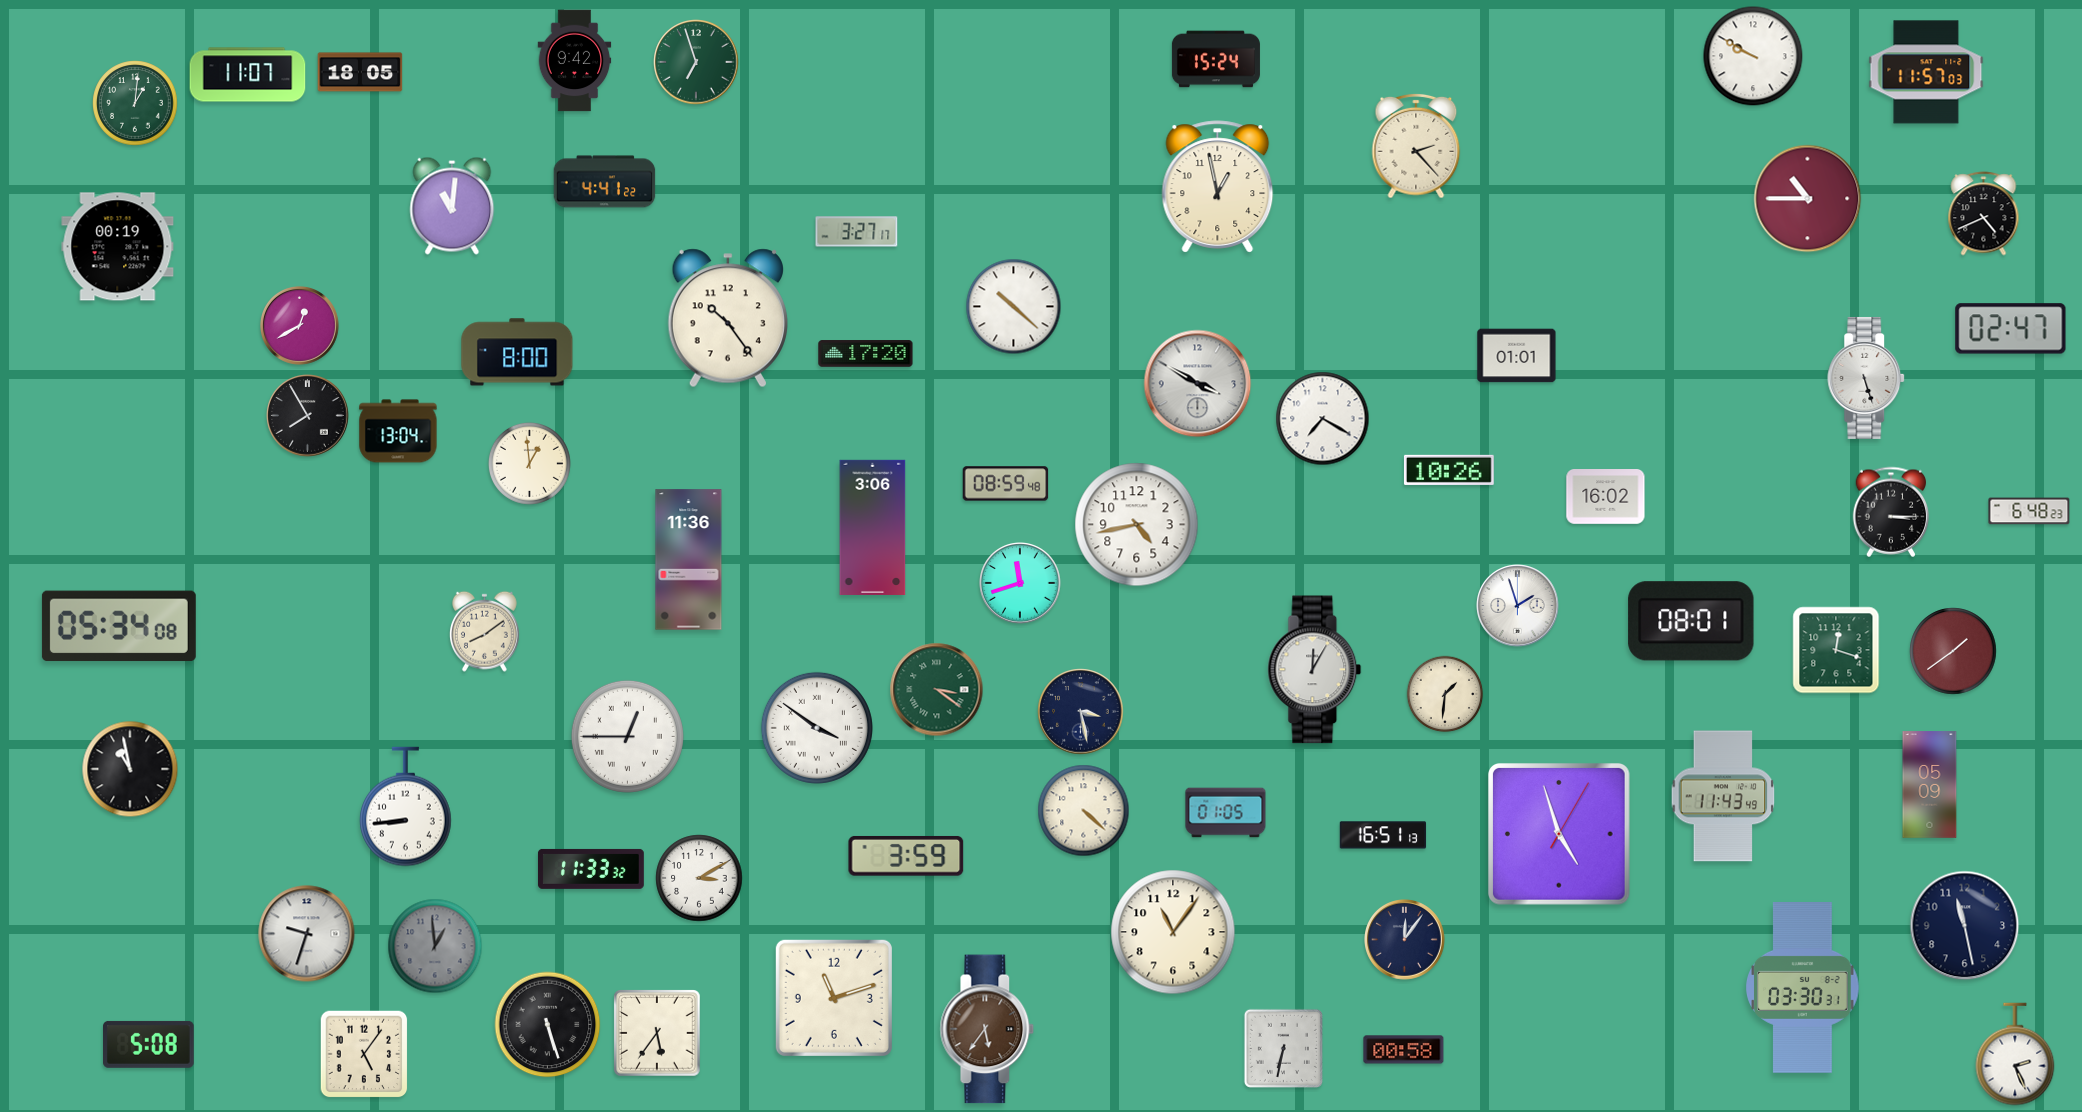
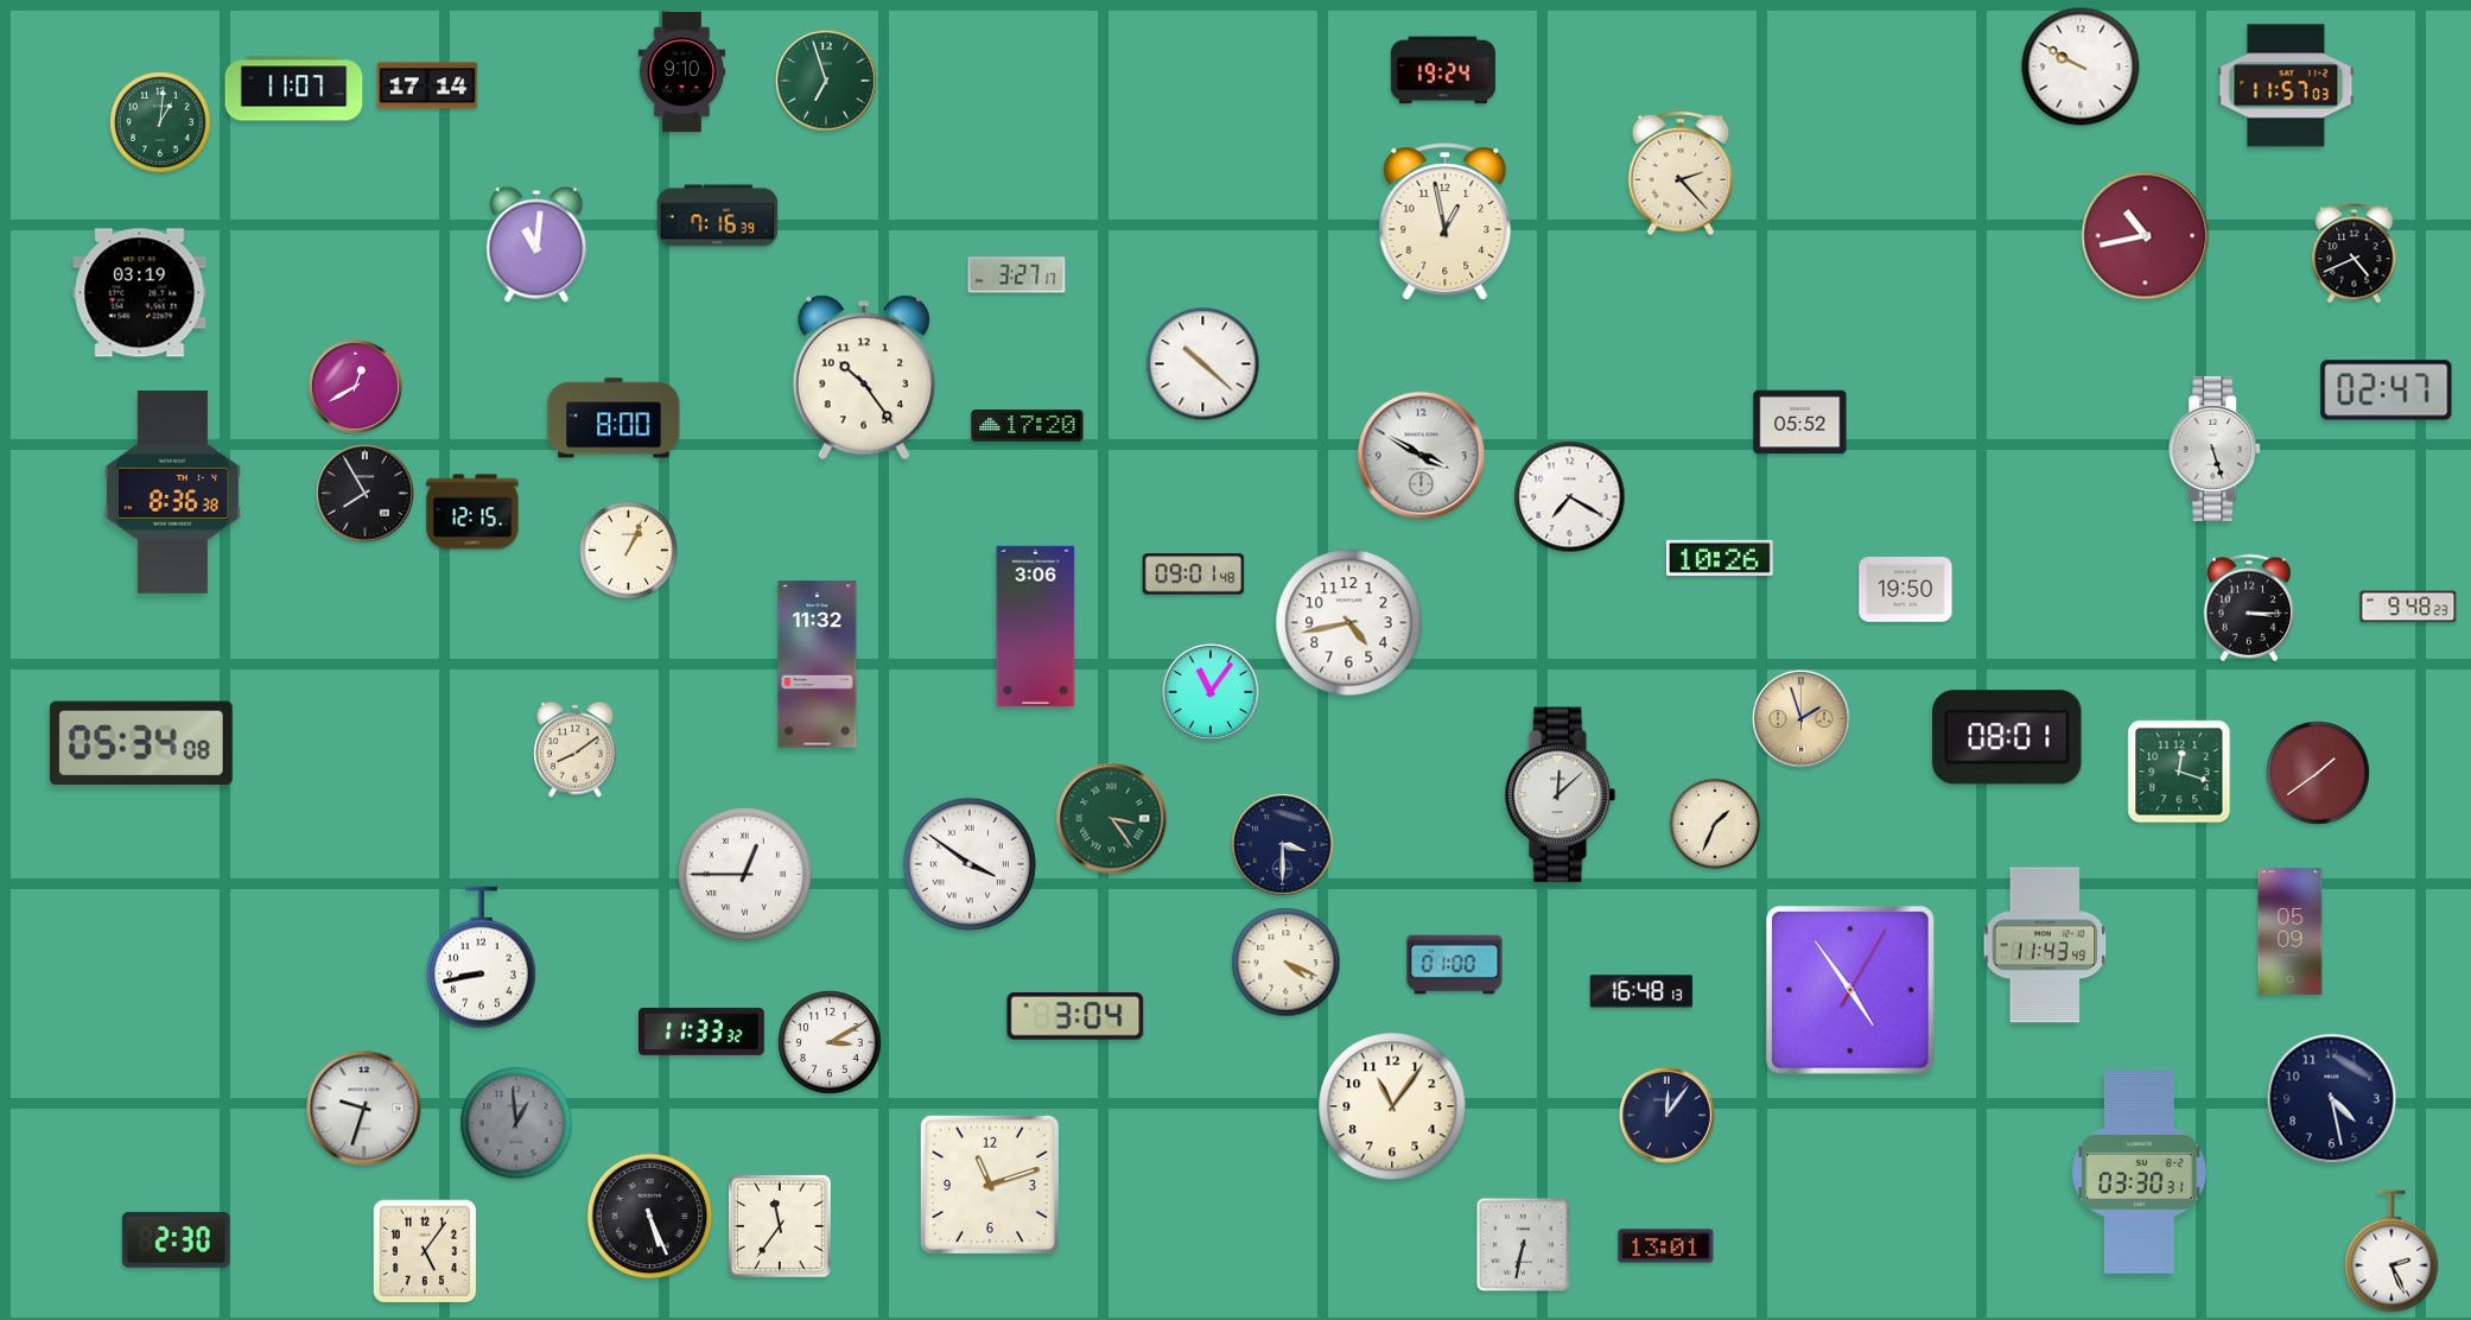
clock at (1216, 59): 15:24 -> 19:24
clock at (575, 61): 9:42 -> 9:10
clock at (696, 62) position: (696, 62) -> (826, 81)
clock at (360, 72): 18:05 -> 17:14
clock at (605, 182): 4:41 -> 7:16
clock at (1808, 199): 10:45 -> 10:43
clock at (118, 247): 00:19 -> 03:19
clock at (866, 354) position: (866, 354) -> (1028, 426)
clock at (1517, 356): 01:01 -> 05:52
clock at (172, 493): none -> 8:36
clock at (398, 431): 13:04 -> 12:15
clock at (529, 463): 12:59 -> 1:04
clock at (1006, 484): 08:59 -> 09:01
clock at (1606, 497): 16:02 -> 19:50
clock at (2029, 511): 6:48 -> 9:48
clock at (1891, 512) position: (1891, 512) -> (2249, 608)
clock at (689, 560): 11:36 -> 11:32
clock at (1021, 584): 11:42 -> 11:06
clock at (1518, 606) dial: white -> champagne
clock at (1315, 670): 12:05 -> 12:08
clock at (937, 690): 3:21 -> 3:24
clock at (1445, 694): 1:31 -> 1:34
clock at (1081, 712): 3:28 -> 3:30
clock at (130, 769): 10:58 -> none
clock at (406, 807): 8:44 -> 8:43
clock at (1084, 811): 4:22 -> 4:19
clock at (1226, 813): 01:05 -> 01:00
clock at (1383, 835): 16:51 -> 16:48
clock at (1560, 835): 4:57 -> 4:54
clock at (906, 856): 3:59 -> 3:04
clock at (1965, 926): 11:28 -> 4:28
clock at (548, 1025): 5:27 -> 5:26
clock at (987, 1029): 5:36 -> none
clock at (657, 1033): 5:36 -> 11:36
clock at (149, 1044): 5:08 -> 2:30
clock at (1404, 1050): 00:58 -> 13:01
clock at (364, 1054) position: (364, 1054) -> (425, 1251)
